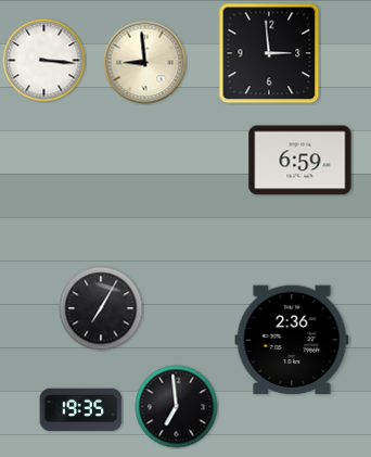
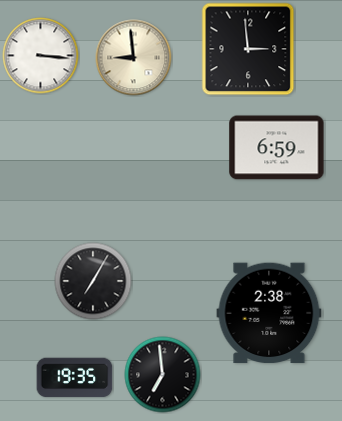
clock at (101, 308) position: (101, 308) -> (93, 281)
clock at (292, 340): 2:36 -> 2:38
